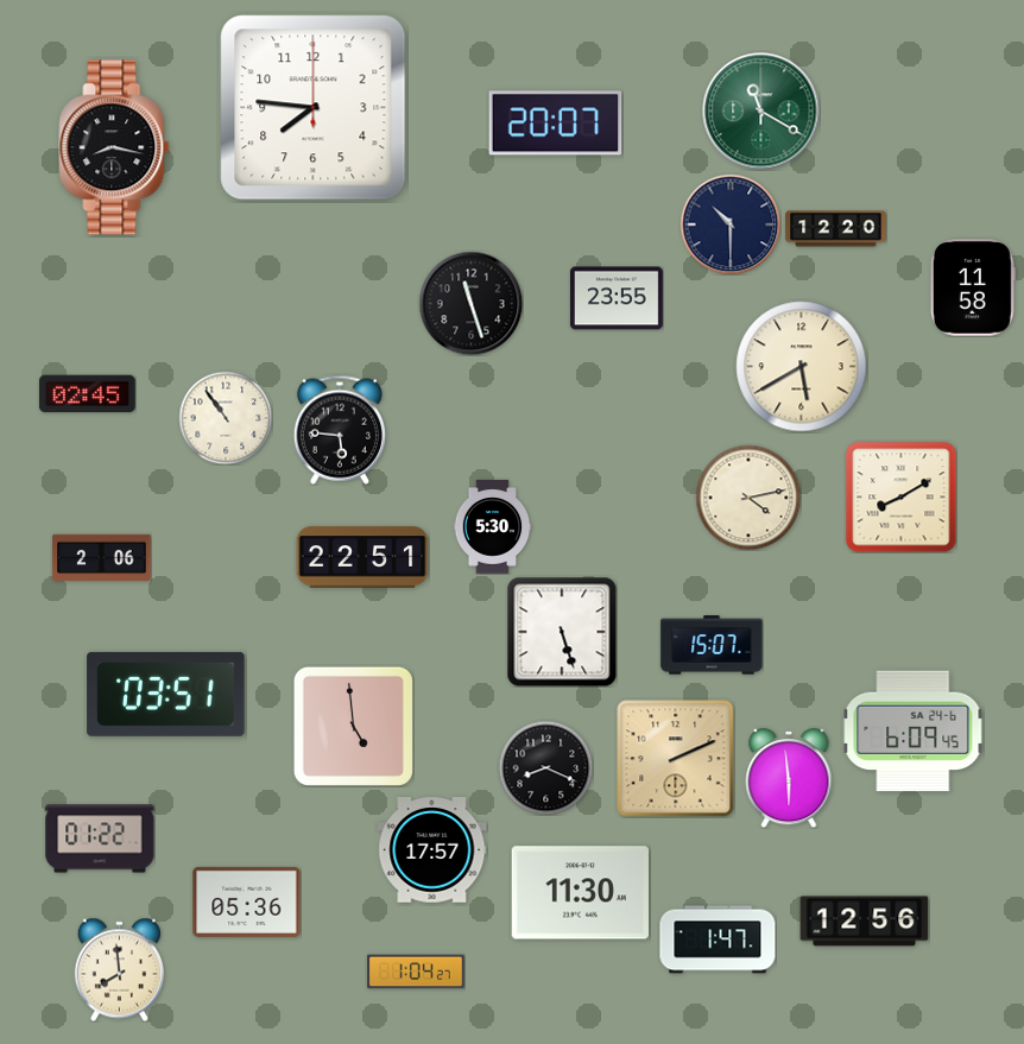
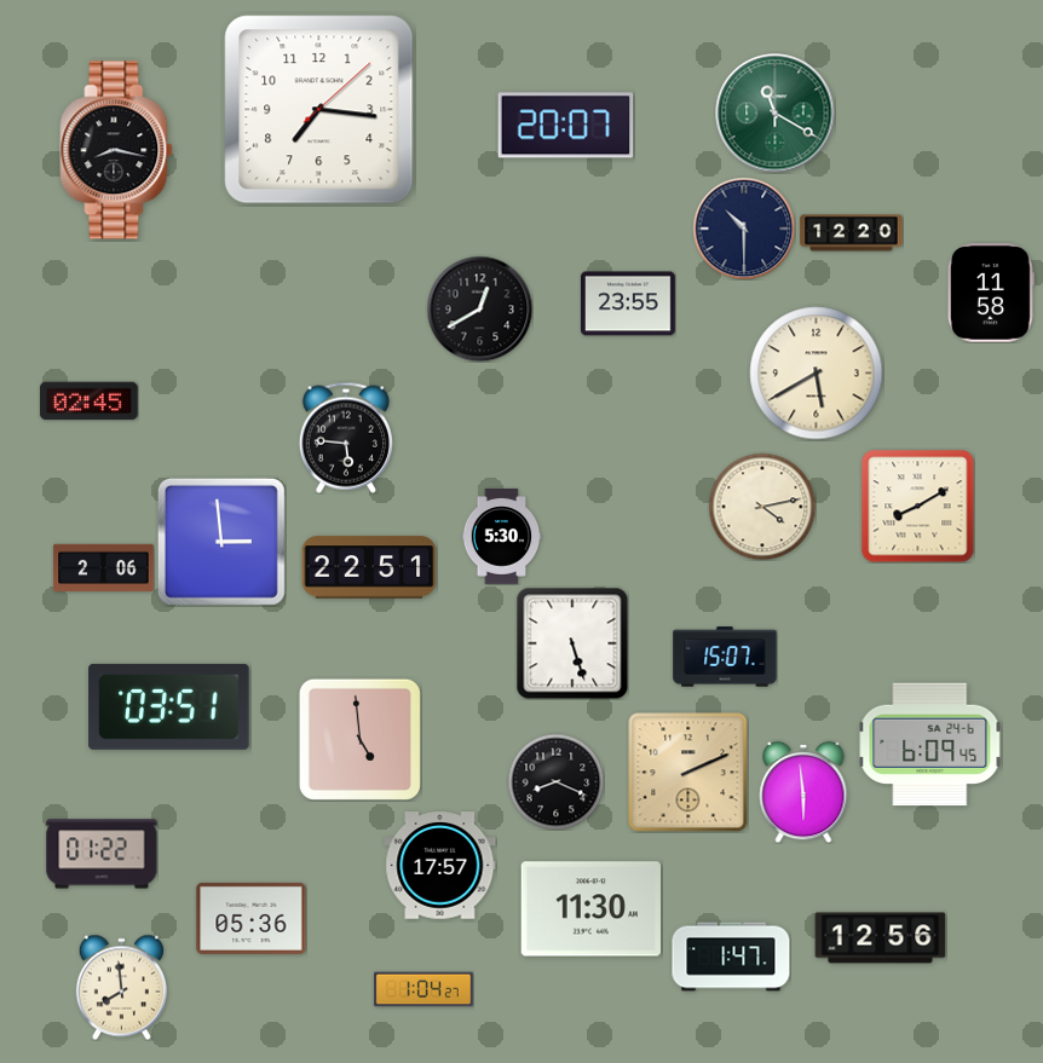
clock at (314, 108): 7:46 -> 7:16
clock at (470, 303): 11:27 -> 12:40
clock at (226, 418): 10:54 -> none
clock at (221, 542): none -> 2:59
